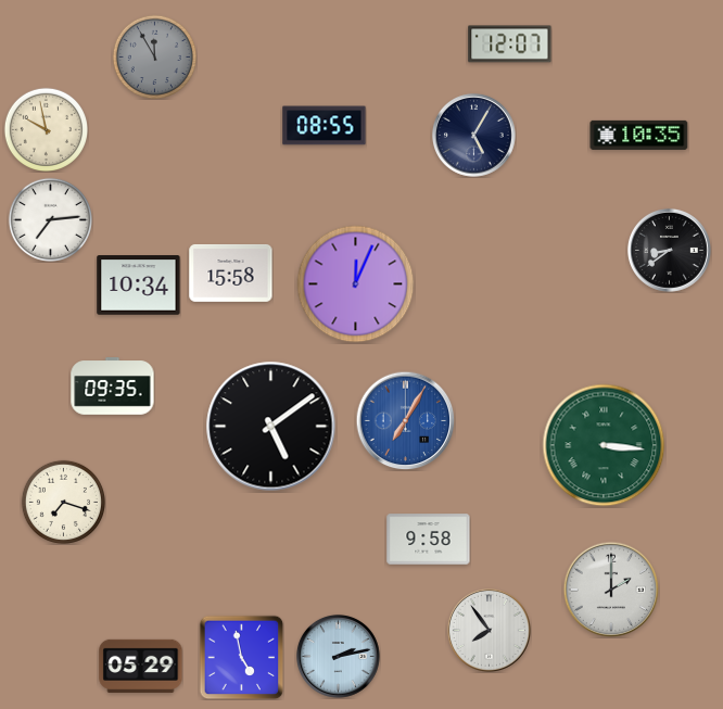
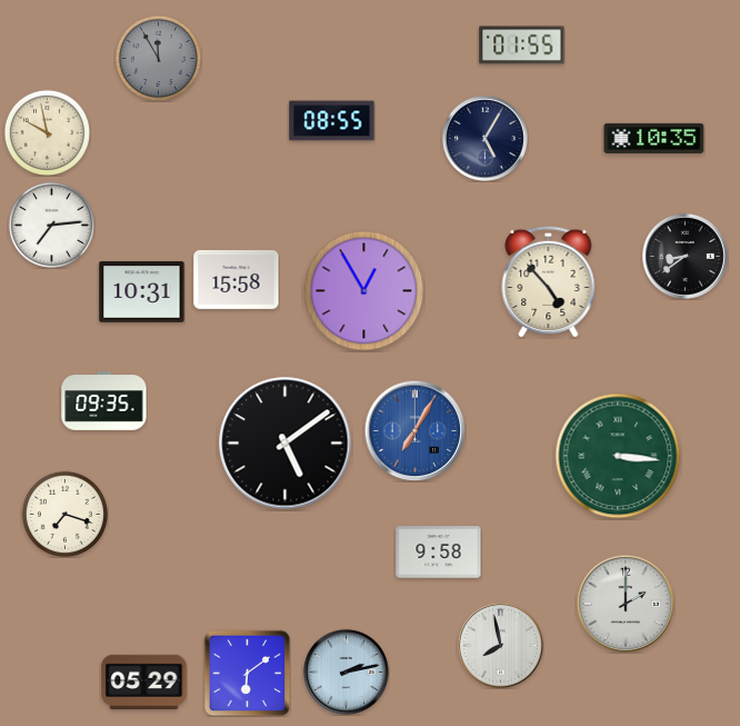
clock at (510, 45): 12:07 -> 01:55
clock at (325, 126) position: (325, 126) -> (332, 121)
clock at (549, 281): none -> 4:53
clock at (356, 284): 12:04 -> 12:55
clock at (139, 286): 10:34 -> 10:31
clock at (113, 387) position: (113, 387) -> (104, 401)
clock at (271, 427) position: (271, 427) -> (286, 444)
clock at (489, 630): 7:54 -> 7:58
clock at (241, 657): 4:58 -> 6:09
